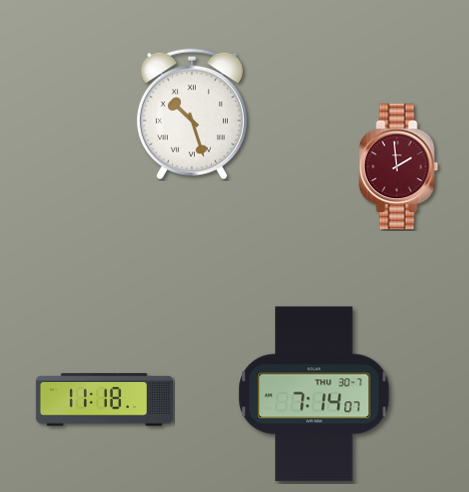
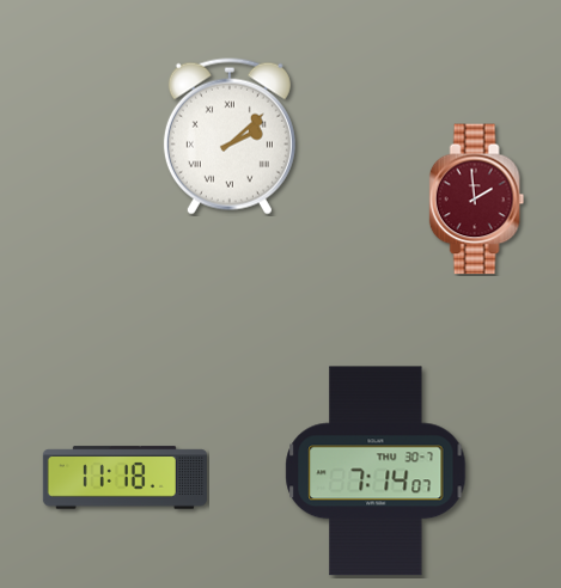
clock at (192, 114): 10:27 -> 2:08
